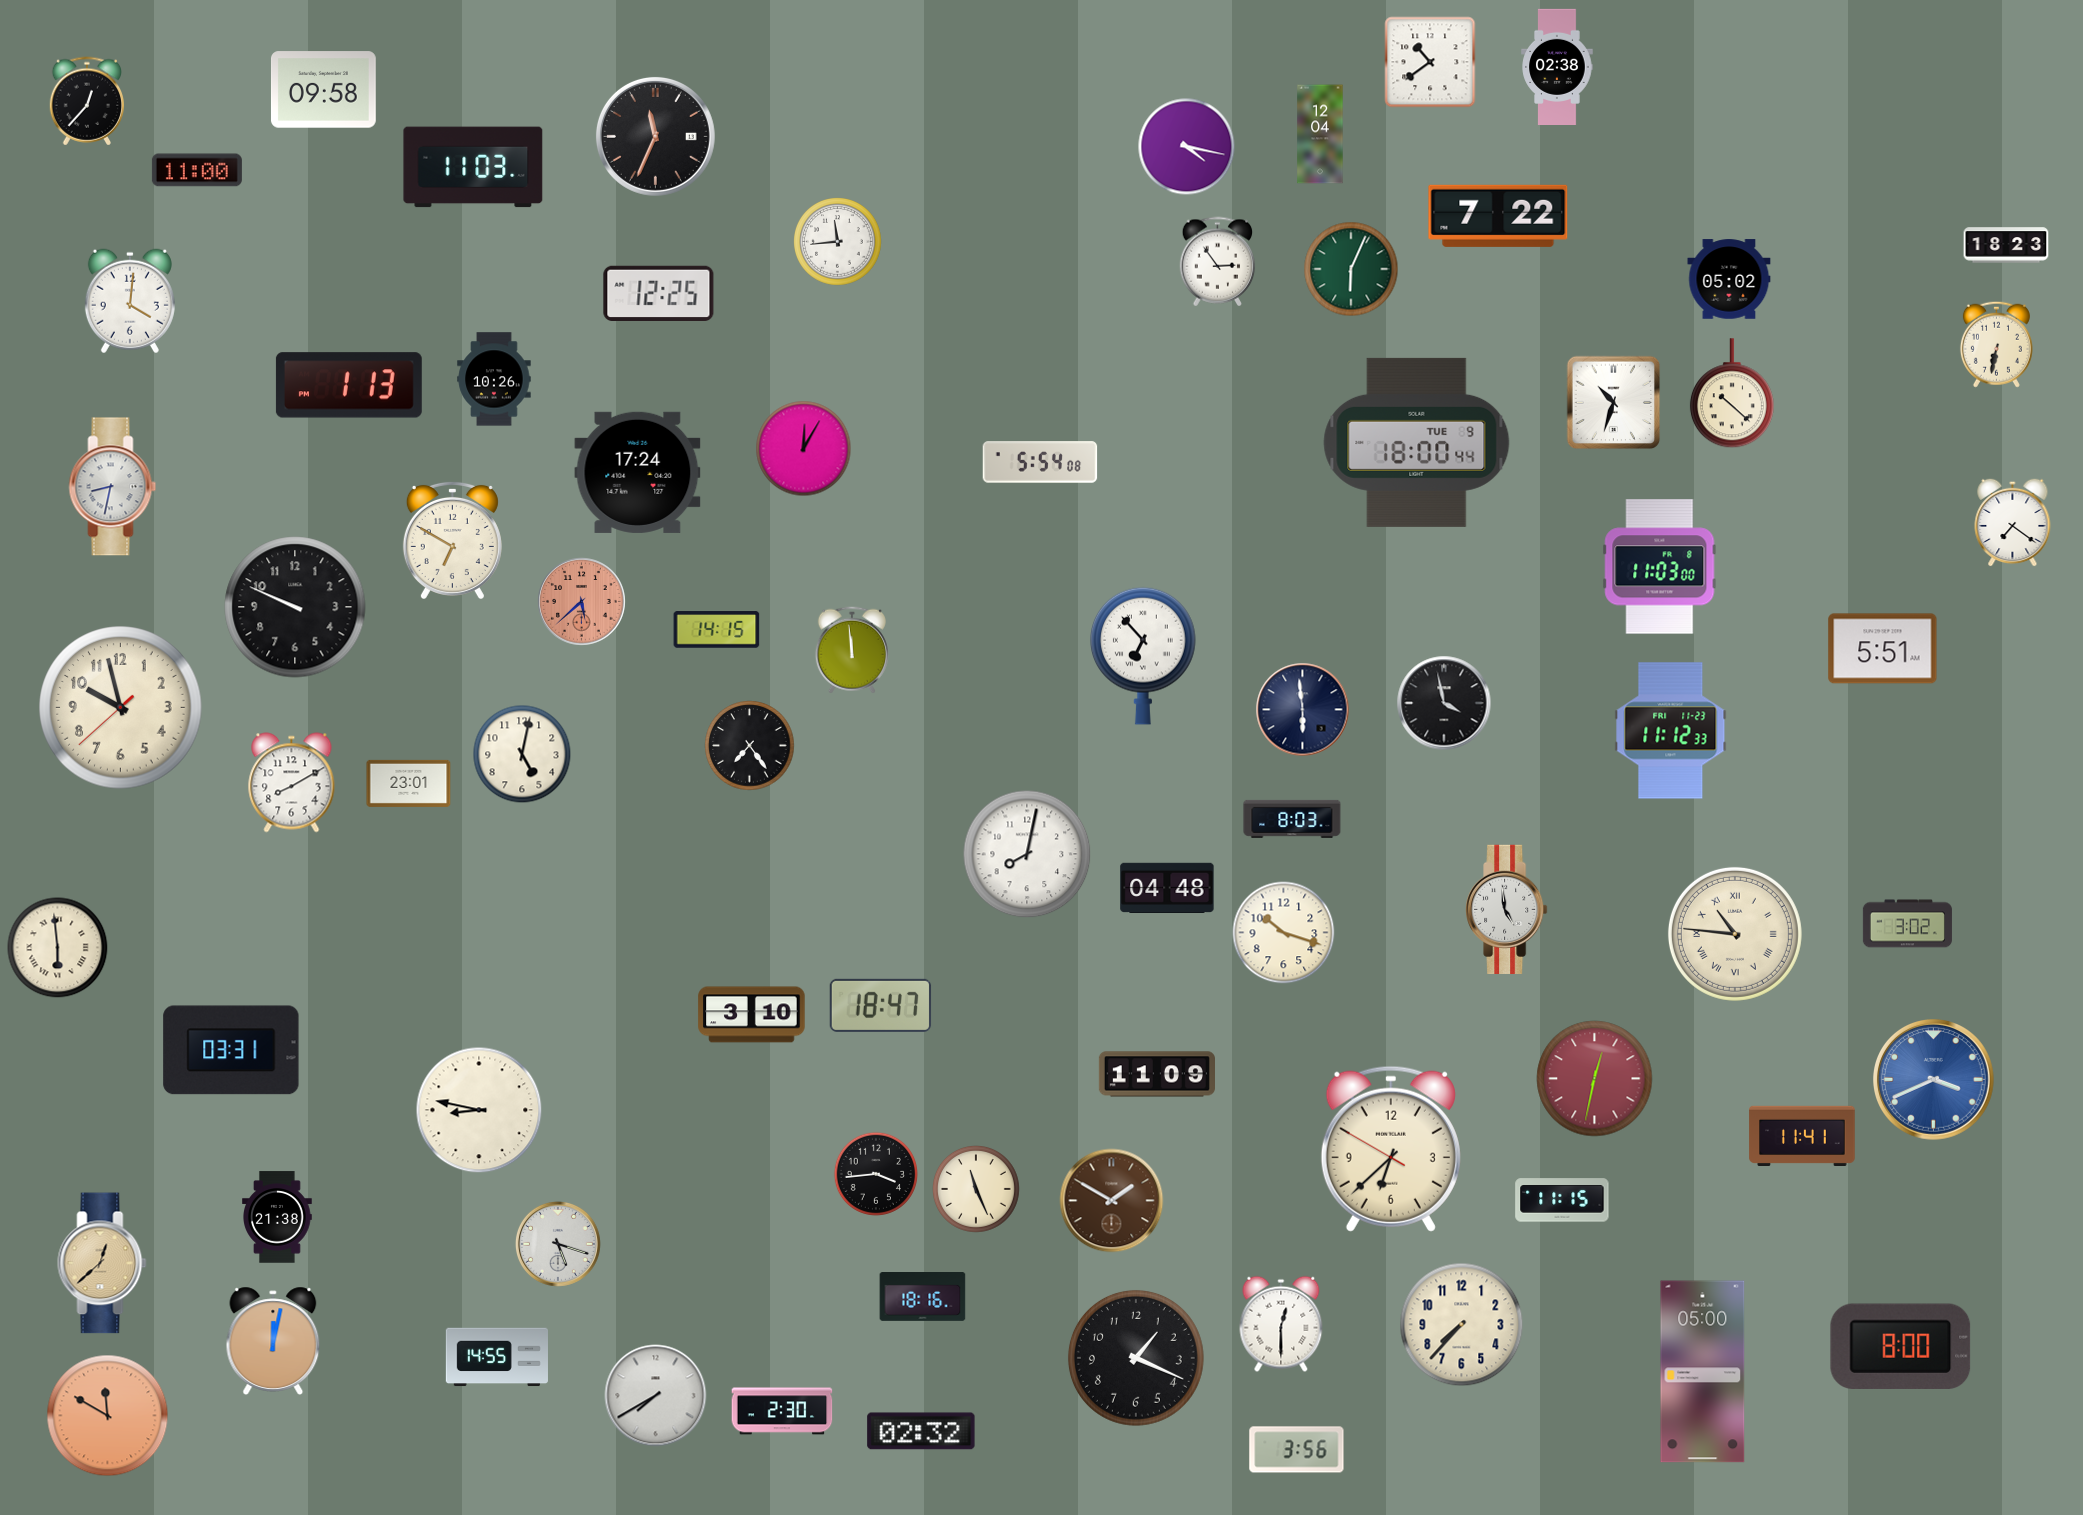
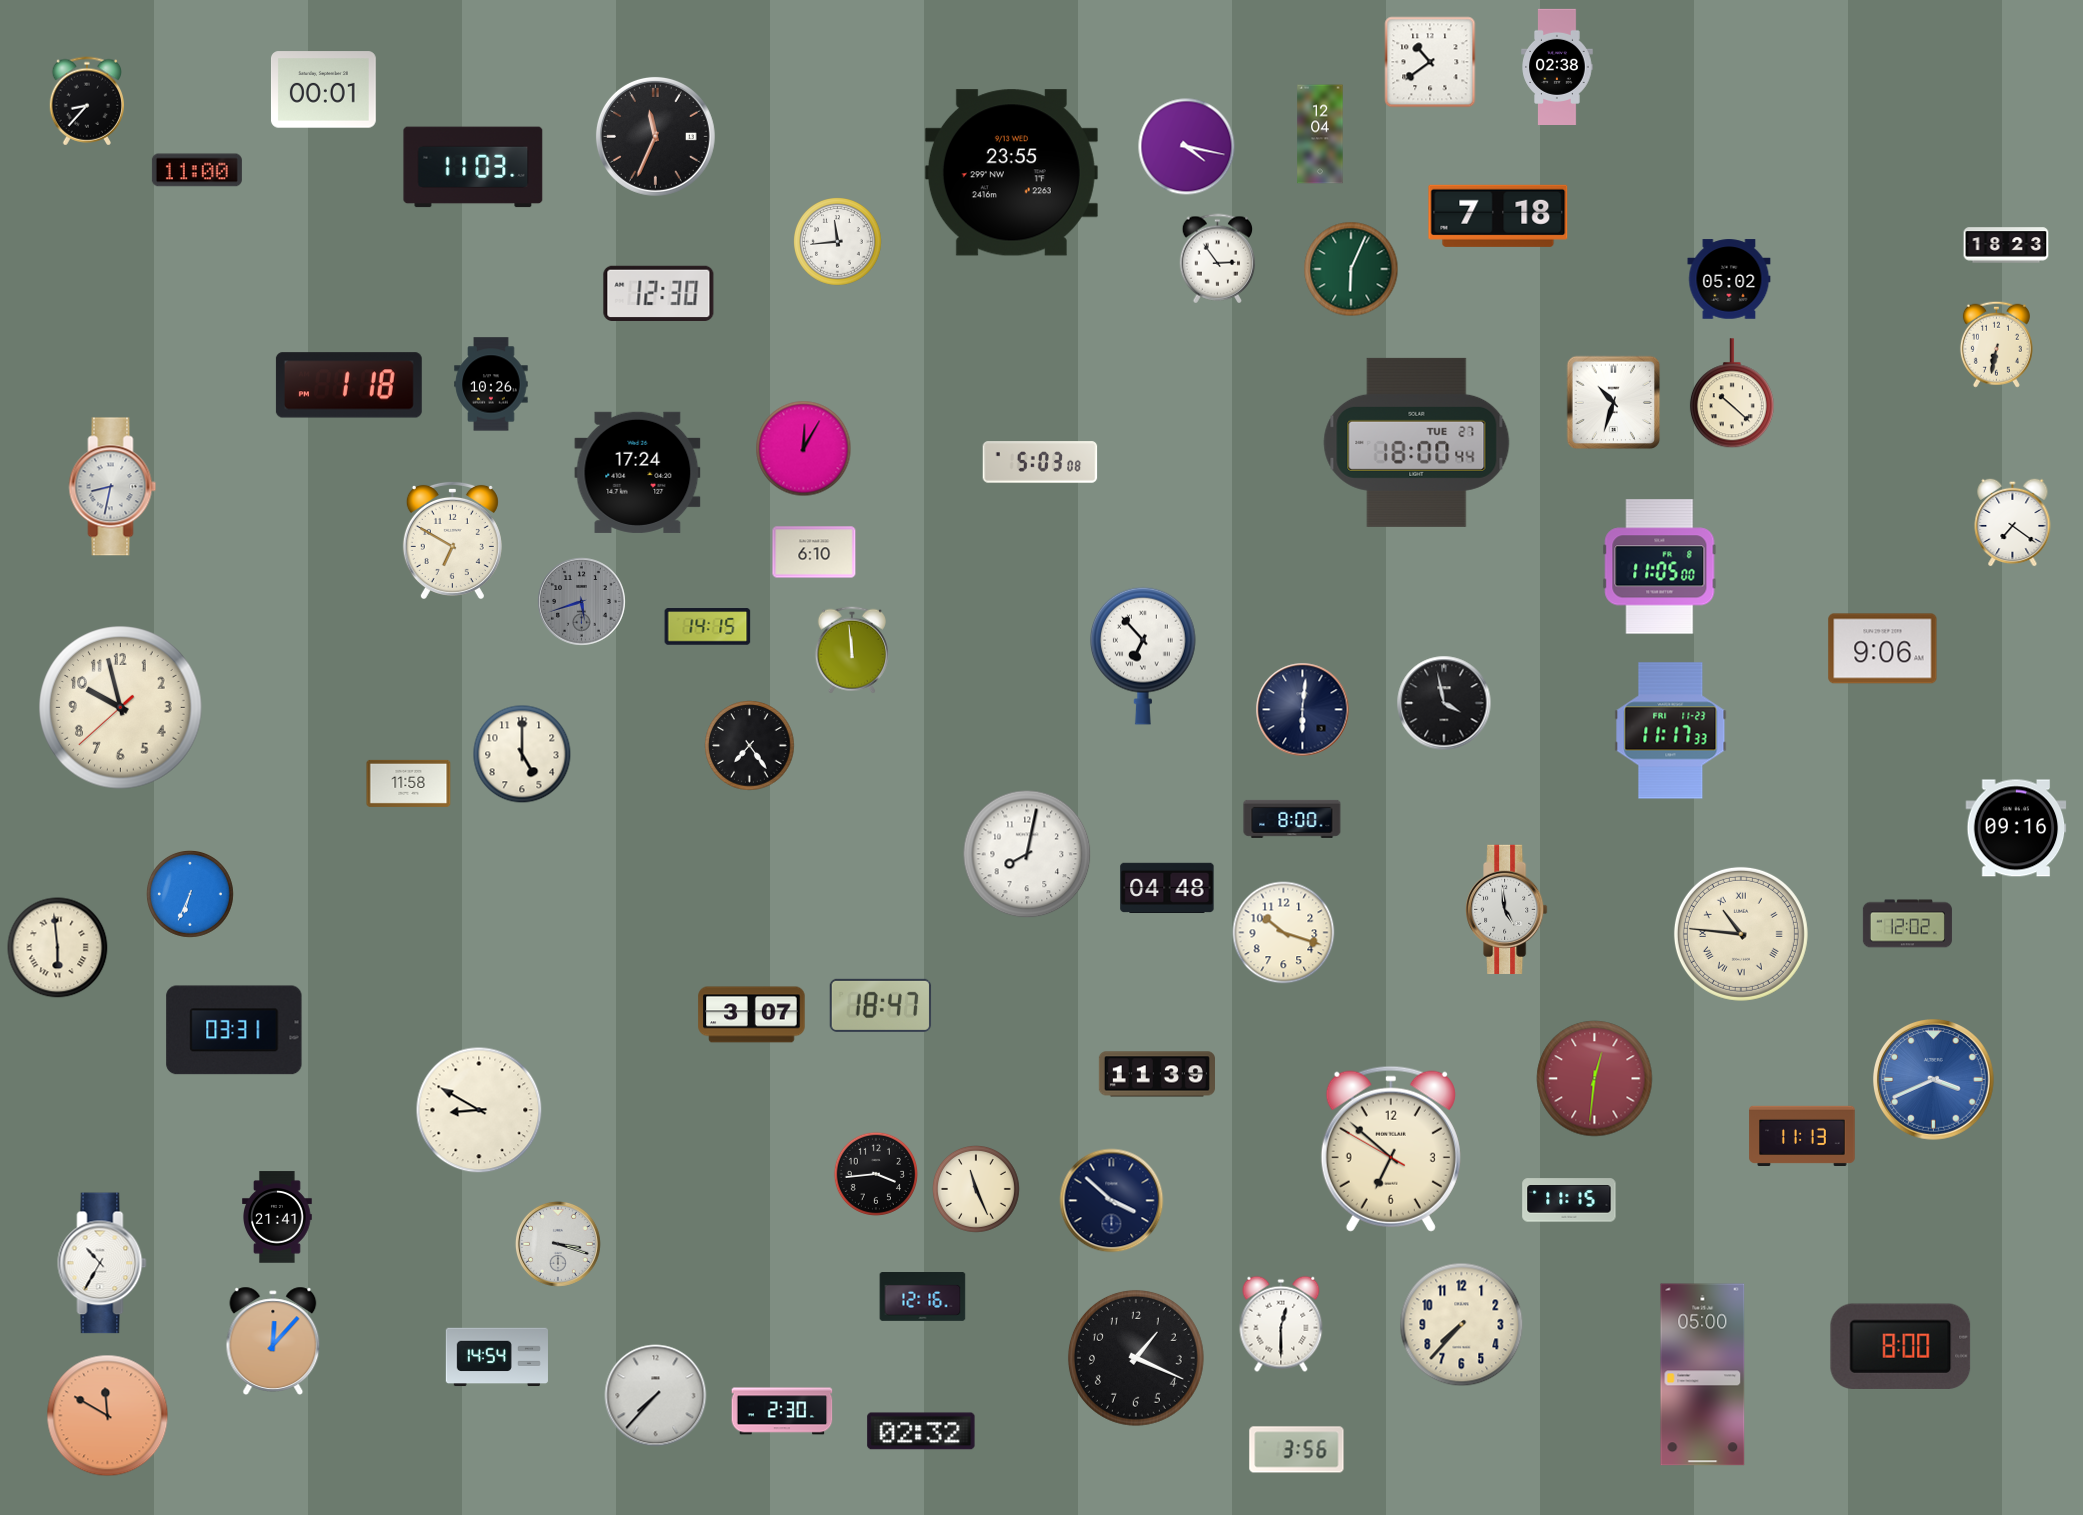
clock at (323, 90): 09:58 -> 00:01
clock at (86, 101): 12:37 -> 8:37
clock at (1011, 173): none -> 23:55
clock at (1498, 216): 7:22 -> 7:18
clock at (1218, 262) position: (1218, 262) -> (1218, 259)
clock at (659, 294): 12:25 -> 12:30
clock at (130, 301): 4:01 -> none
clock at (494, 379) position: (494, 379) -> (491, 384)
clock at (349, 385): 1:13 -> 1:18
clock at (1417, 442) date: TUE 9 -> TUE 27
clock at (1040, 462): 5:54 -> 5:03
clock at (814, 552): none -> 6:10
clock at (1660, 567): 11:03 -> 11:05
clock at (582, 602): 5:38 -> 5:42
clock at (582, 602) dial: salmon -> grey
clock at (295, 607): 9:49 -> none
clock at (717, 630) position: (717, 630) -> (708, 627)
clock at (1883, 649): 5:51 -> 9:06
clock at (1303, 710): 5:59 -> 6:01
clock at (1671, 731): 11:12 -> 11:17
clock at (522, 754): 5:02 -> 5:00
clock at (292, 783): 8:10 -> none
clock at (409, 783): 23:01 -> 11:58
clock at (1292, 819): 8:03 -> 8:00
clock at (2016, 828): none -> 09:16
clock at (191, 895): none -> 6:34
clock at (1907, 924): 3:02 -> 12:02
clock at (1735, 934) position: (1735, 934) -> (1741, 934)
clock at (752, 1015): 3:10 -> 3:07
clock at (231, 1050) position: (231, 1050) -> (234, 1030)
clock at (1156, 1074): 11:09 -> 11:39
clock at (1595, 1079): 12:32 -> 12:31
clock at (479, 1110): 8:47 -> 8:50
clock at (1802, 1135): 11:41 -> 11:13
clock at (1391, 1149): 6:37 -> 6:51
clock at (1562, 1200) position: (1562, 1200) -> (1569, 1200)
clock at (1112, 1201): 1:50 -> 3:52
clock at (1112, 1201) dial: brown -> navy
clock at (278, 1217): 21:38 -> 21:41
clock at (558, 1244): 5:18 -> 3:18
clock at (102, 1263): 12:38 -> 10:35
clock at (102, 1263) dial: champagne -> white
clock at (923, 1297): 18:16 -> 12:16
clock at (273, 1341): 12:02 -> 12:07
clock at (496, 1357): 14:55 -> 14:54
clock at (1703, 1372) position: (1703, 1372) -> (1703, 1375)
clock at (656, 1396): 7:40 -> 7:37
